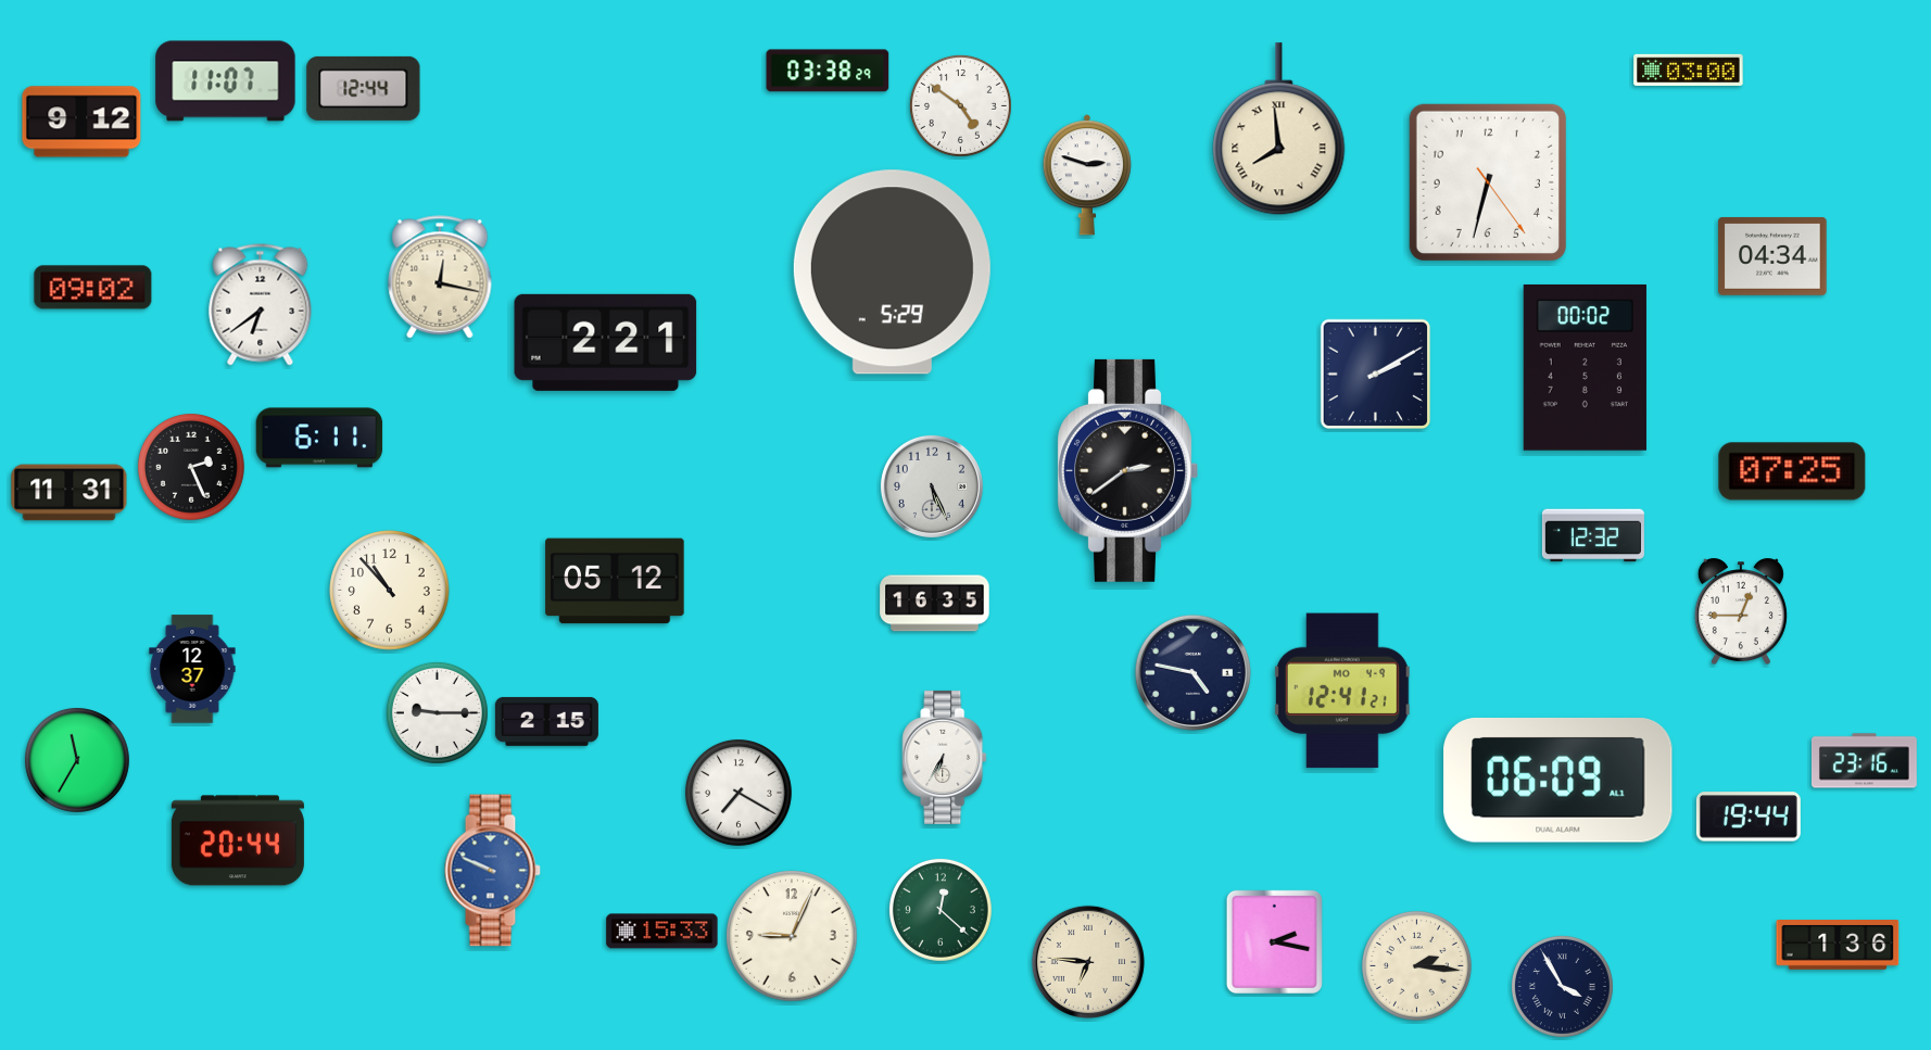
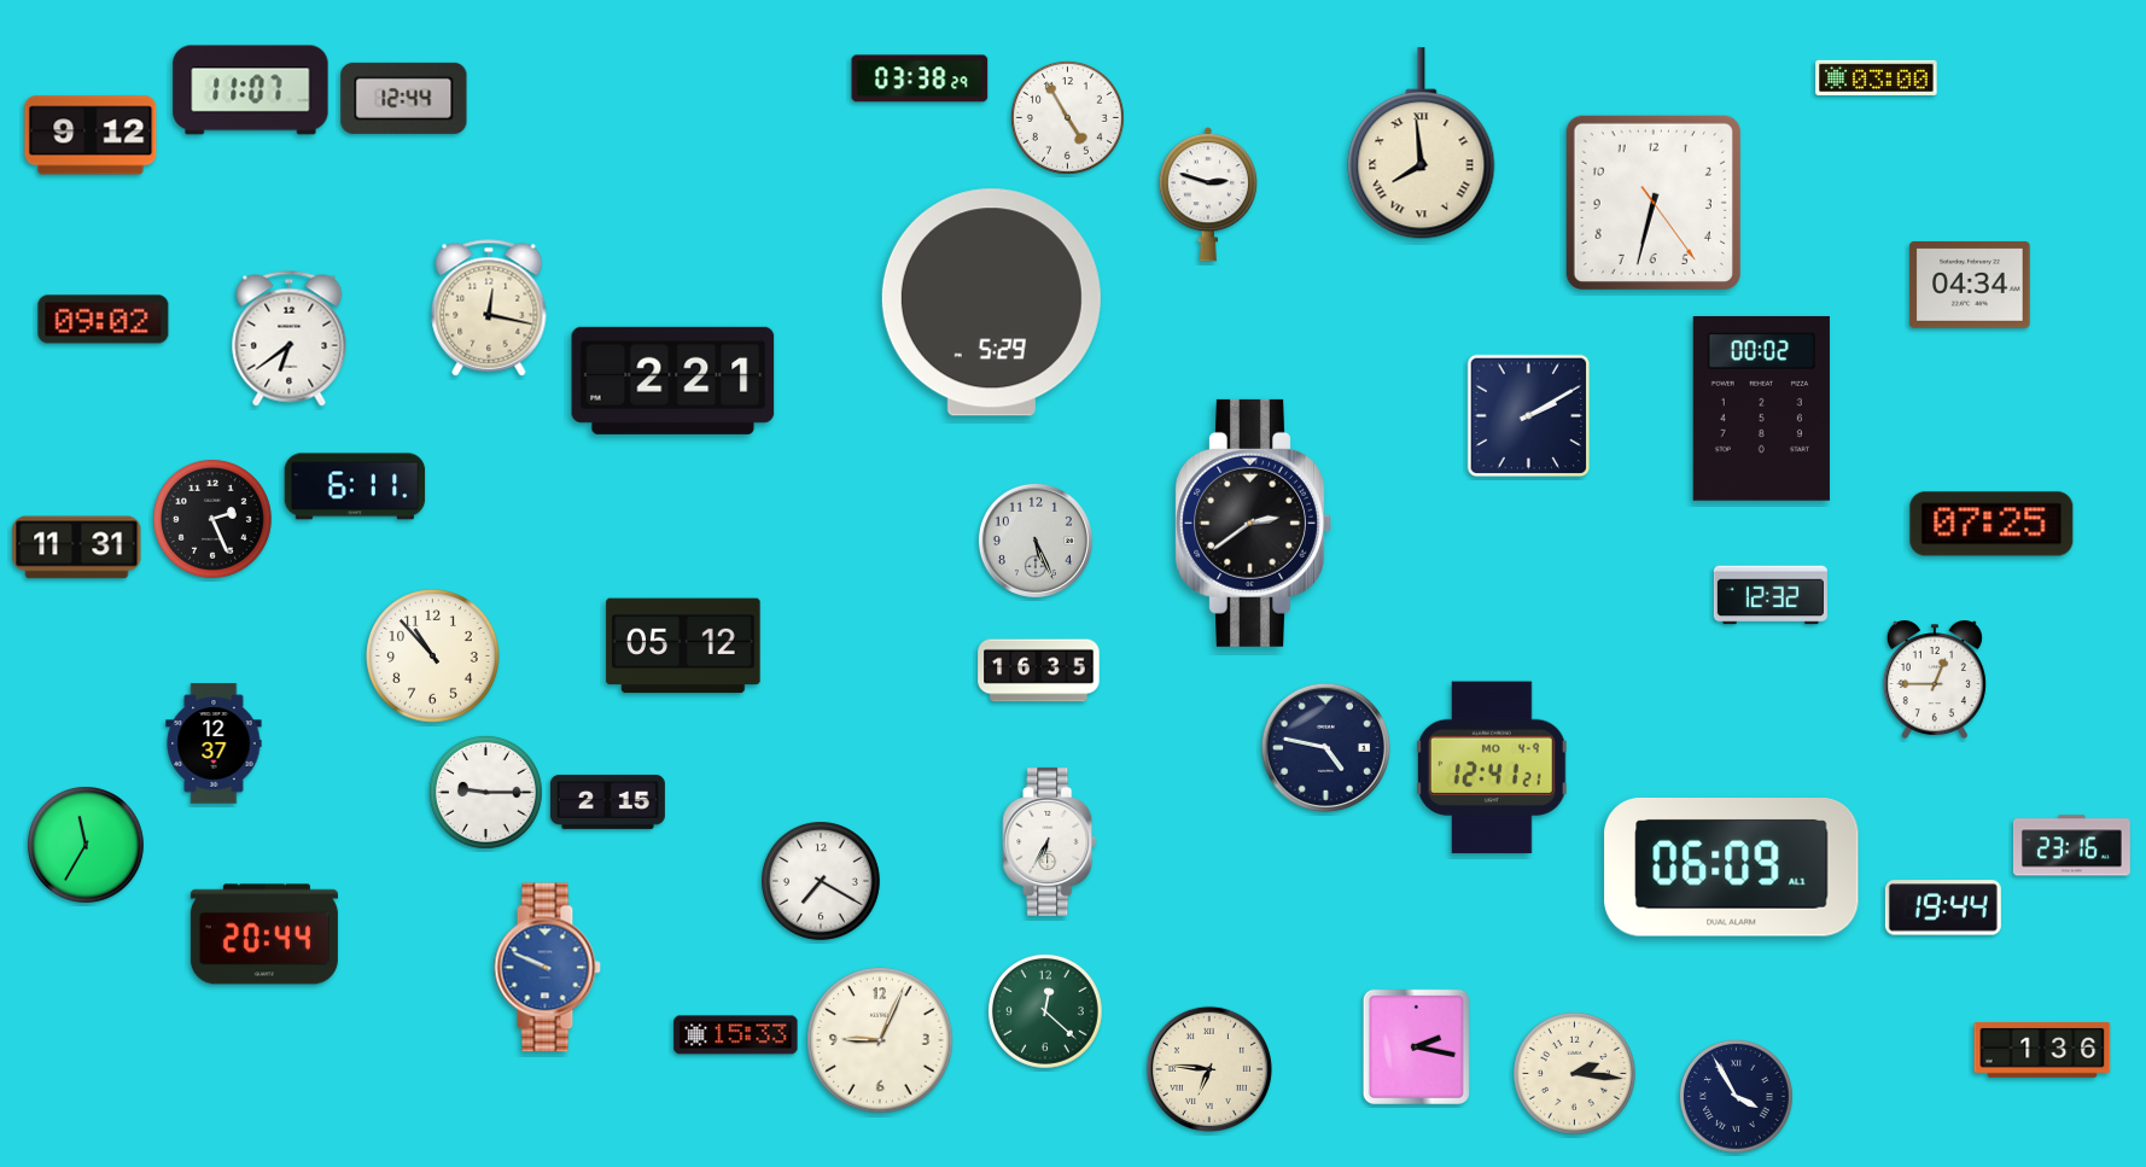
clock at (960, 105): 4:51 -> 4:55
